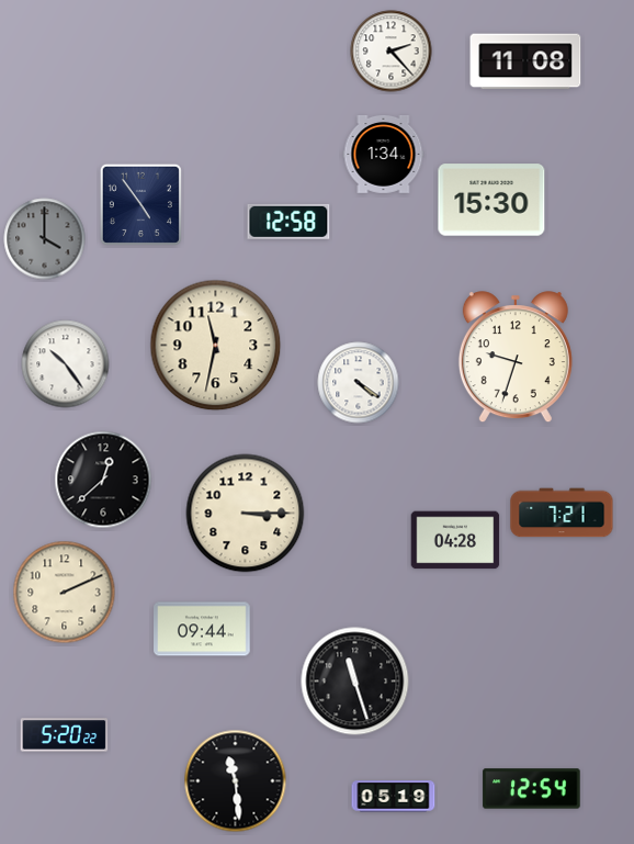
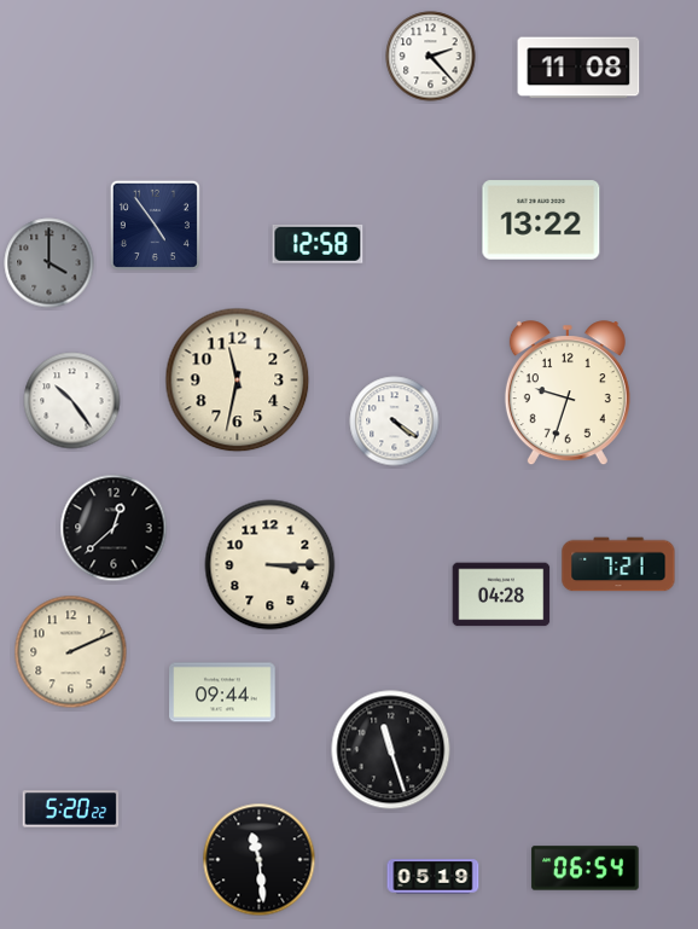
clock at (384, 154): 1:34 -> none
clock at (491, 200): 15:30 -> 13:22
clock at (532, 789): 12:54 -> 06:54
